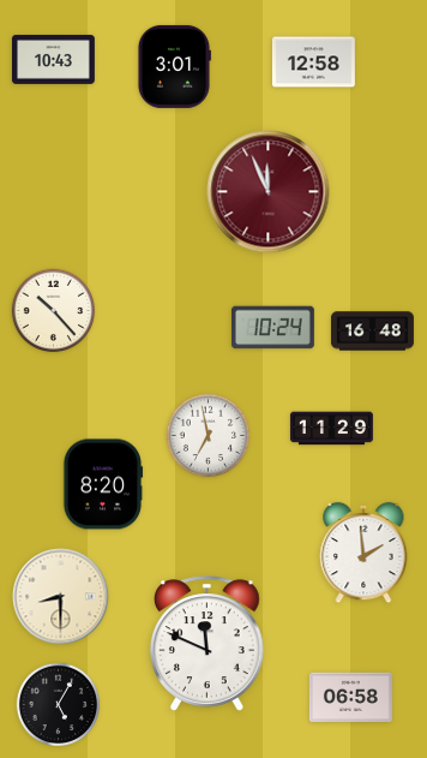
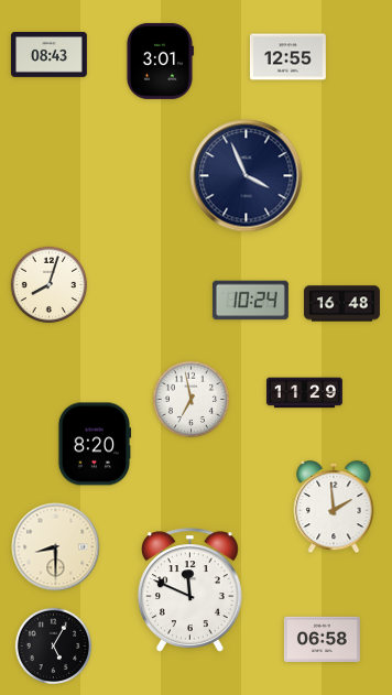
clock at (53, 59): 10:43 -> 08:43
clock at (313, 62): 12:58 -> 12:55
clock at (269, 192): 11:56 -> 3:56
clock at (269, 192) dial: burgundy -> navy
clock at (54, 311): 10:23 -> 8:03
